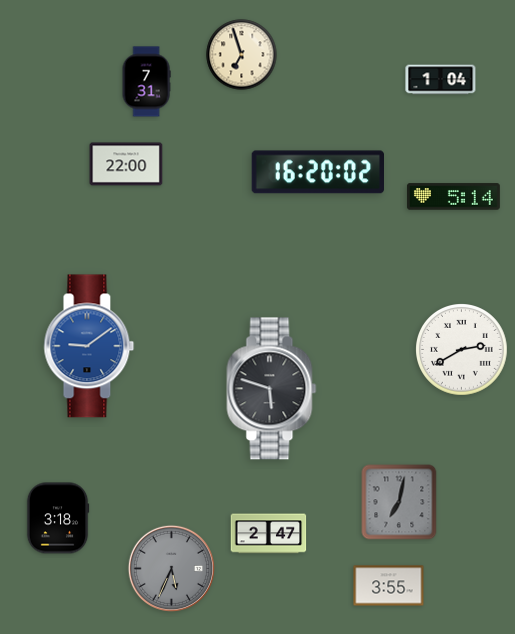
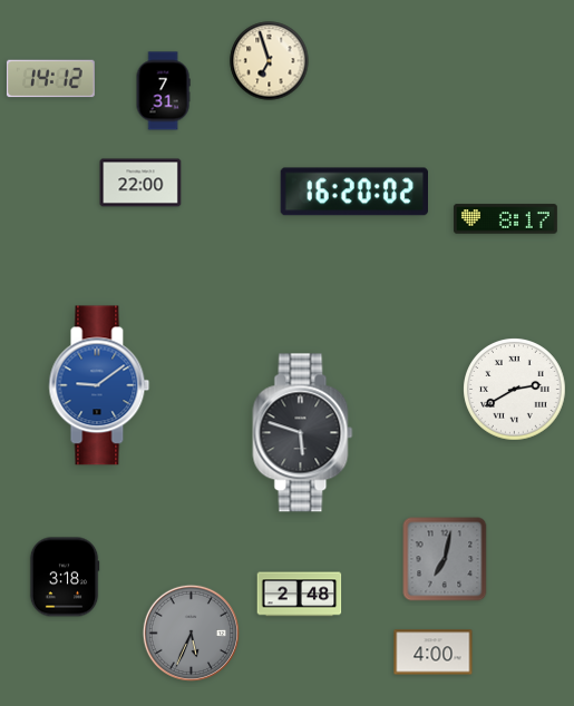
clock at (50, 79): none -> 14:12
clock at (441, 80): 1:04 -> none
clock at (453, 197): 5:14 -> 8:17
clock at (269, 534): 2:47 -> 2:48
clock at (389, 586): 3:55 -> 4:00
